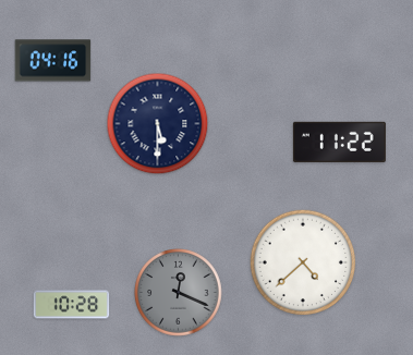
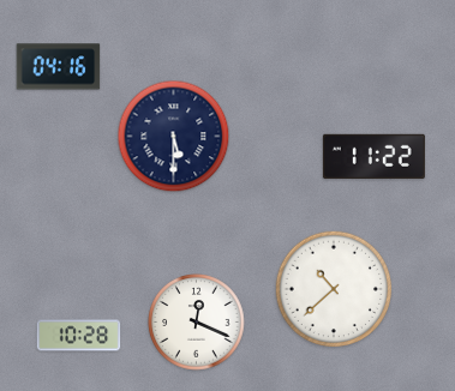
clock at (303, 262): 4:38 -> 10:38
clock at (179, 293) dial: grey -> white
